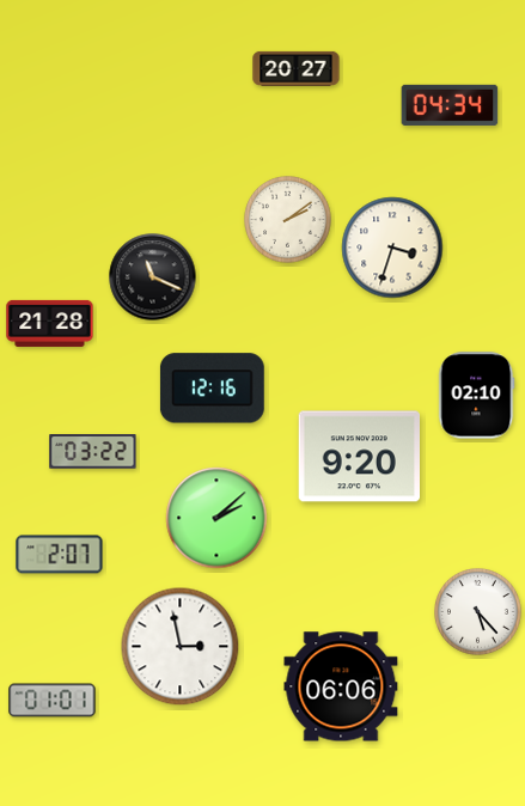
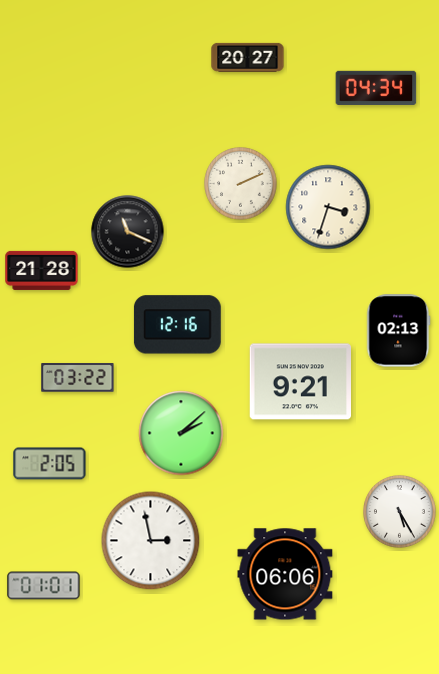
clock at (288, 220): 2:09 -> 2:11
clock at (477, 396): 02:10 -> 02:13
clock at (359, 457): 9:20 -> 9:21
clock at (60, 555): 2:07 -> 2:05
clock at (478, 612): 5:23 -> 5:25
